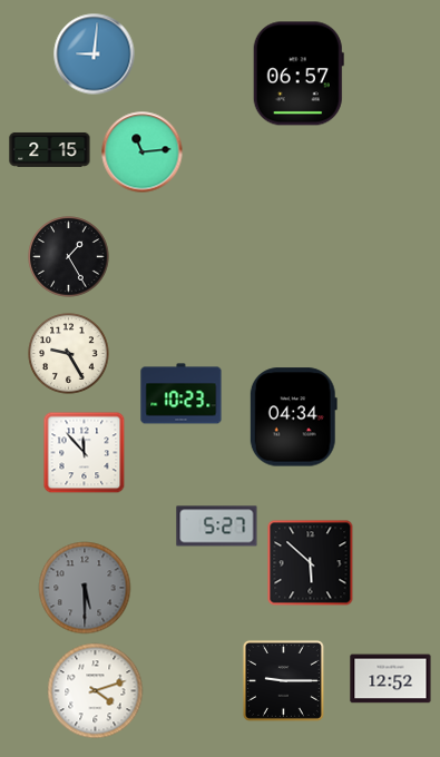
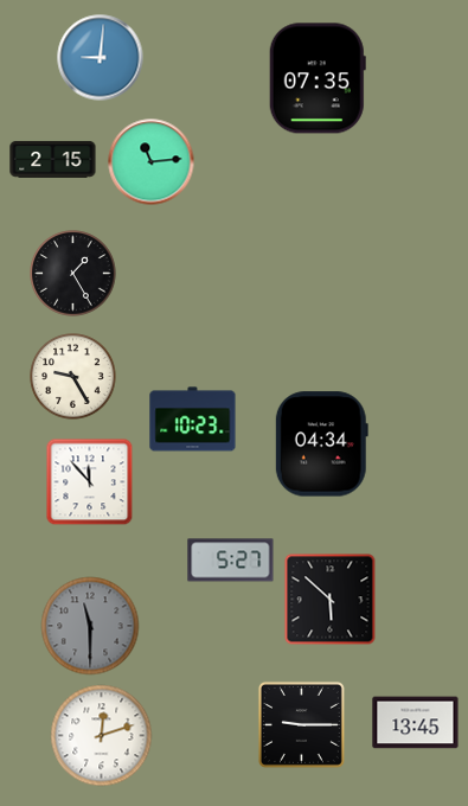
clock at (299, 73): 06:57 -> 07:35
clock at (293, 417) position: (293, 417) -> (321, 444)
clock at (85, 588): 5:30 -> 11:30
clock at (391, 679): 12:52 -> 13:45
clock at (96, 691): 4:12 -> 12:12
